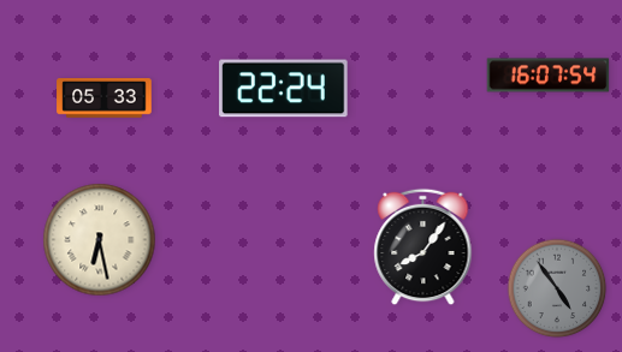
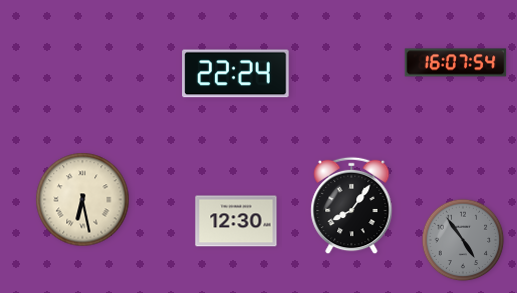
clock at (105, 99): 05:33 -> none
clock at (236, 221): none -> 12:30
